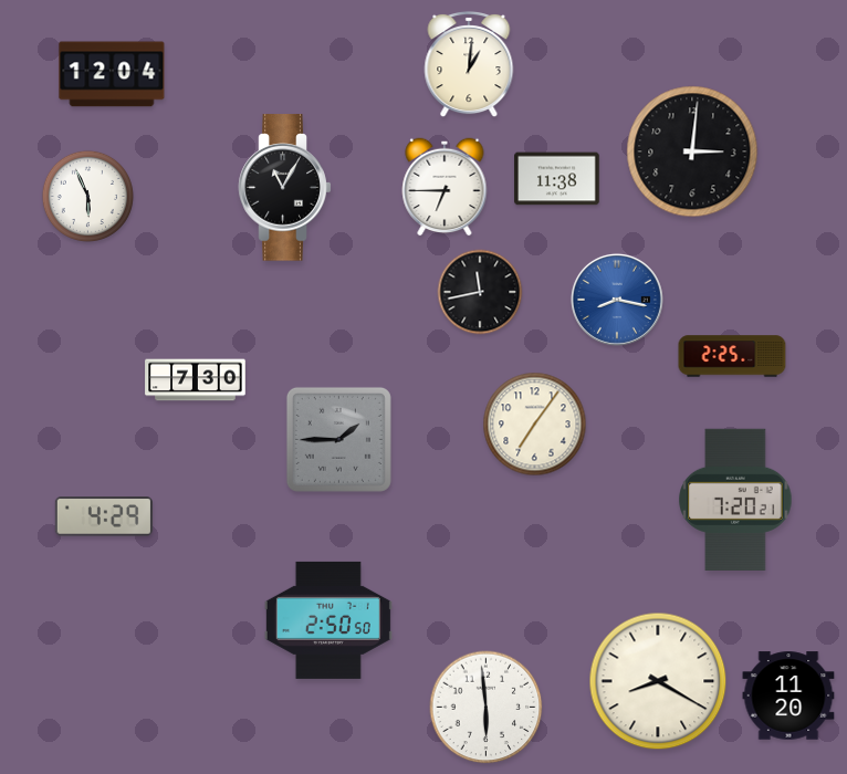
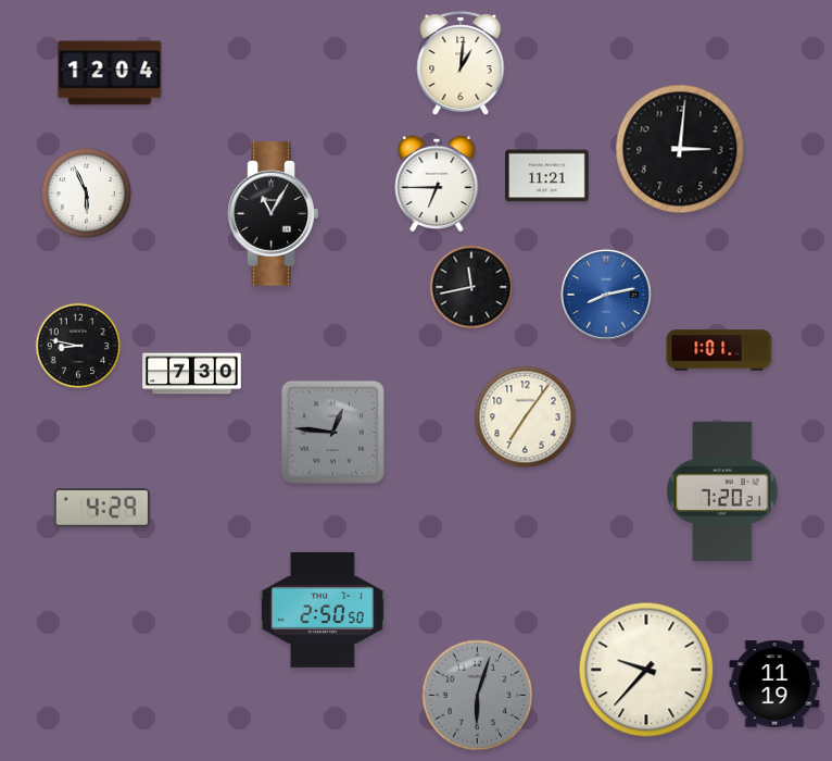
clock at (557, 179): 11:38 -> 11:21
clock at (285, 188) position: (285, 188) -> (274, 214)
clock at (617, 300): 8:17 -> 8:13
clock at (78, 346): none -> 8:47
clock at (732, 356): 2:25 -> 1:01
clock at (338, 439): 1:45 -> 12:46
clock at (658, 681): 8:20 -> 9:37
clock at (788, 695): 11:20 -> 11:19
clock at (487, 708): 5:59 -> 6:03
clock at (487, 708) dial: white -> grey
